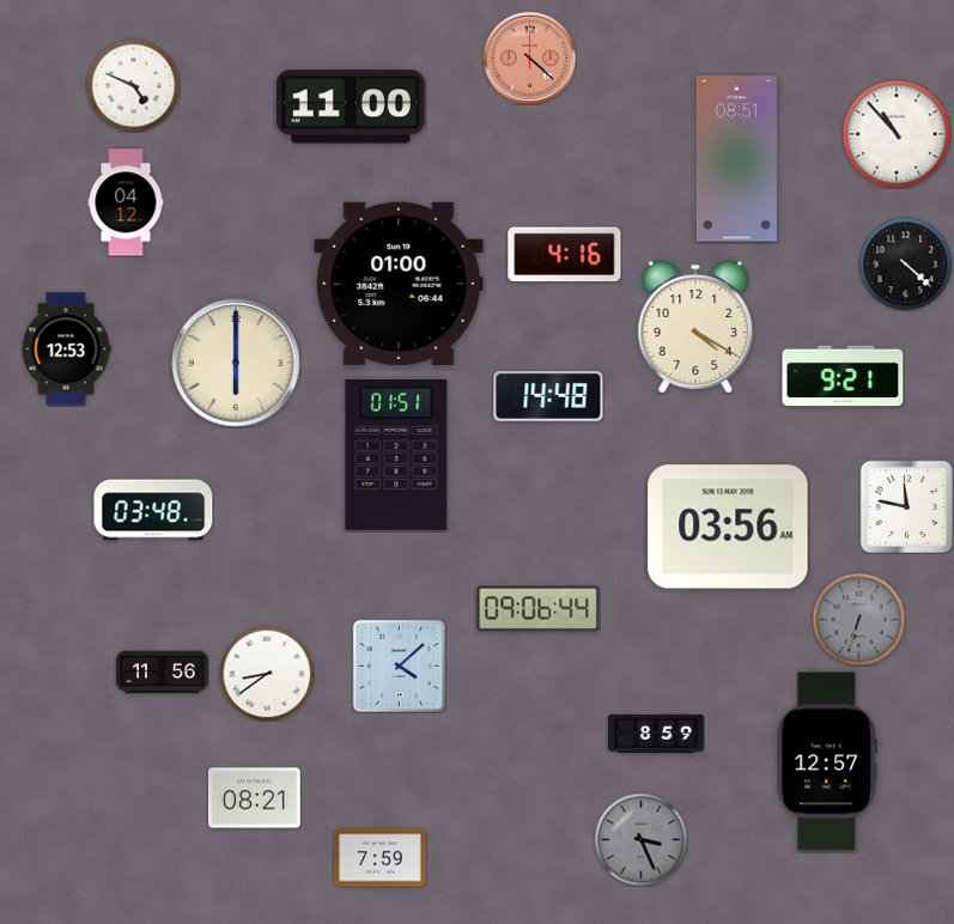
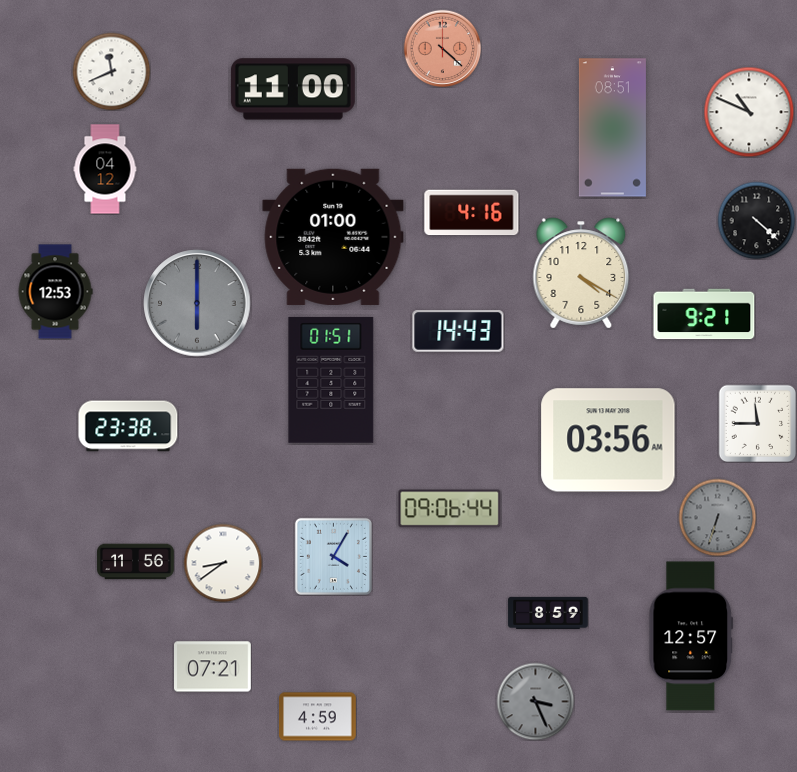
clock at (133, 85): 4:49 -> 11:41
clock at (897, 134): 10:53 -> 10:49
clock at (736, 159) position: (736, 159) -> (612, 128)
clock at (236, 363) dial: cream -> grey
clock at (548, 396): 14:48 -> 14:43
clock at (906, 506): 11:47 -> 11:45
clock at (153, 510): 03:48 -> 23:38
clock at (399, 665): 4:08 -> 4:05
clock at (255, 798): 08:21 -> 07:21
clock at (381, 858): 7:59 -> 4:59
